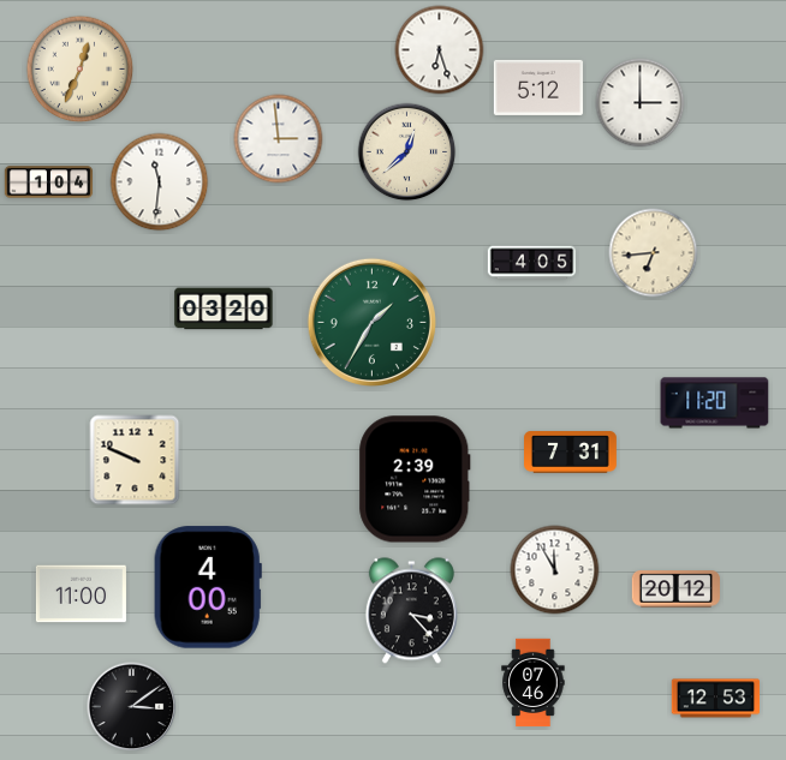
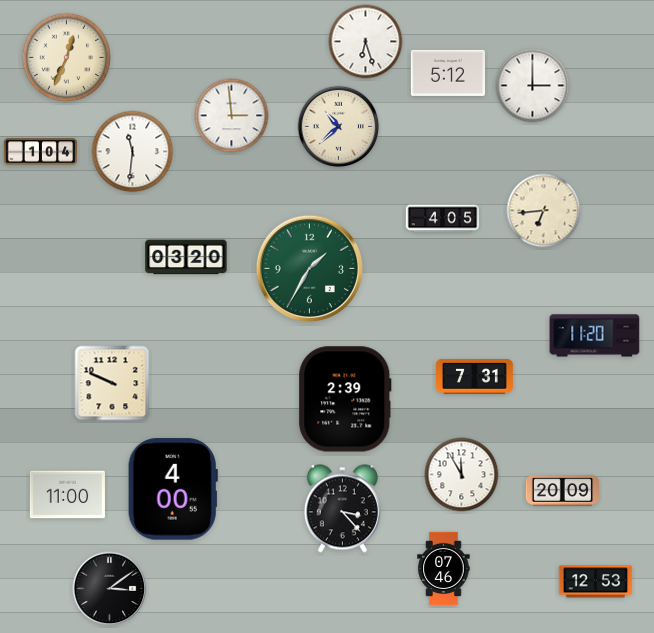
clock at (407, 152): 12:38 -> 10:38
clock at (677, 590): 20:12 -> 20:09
